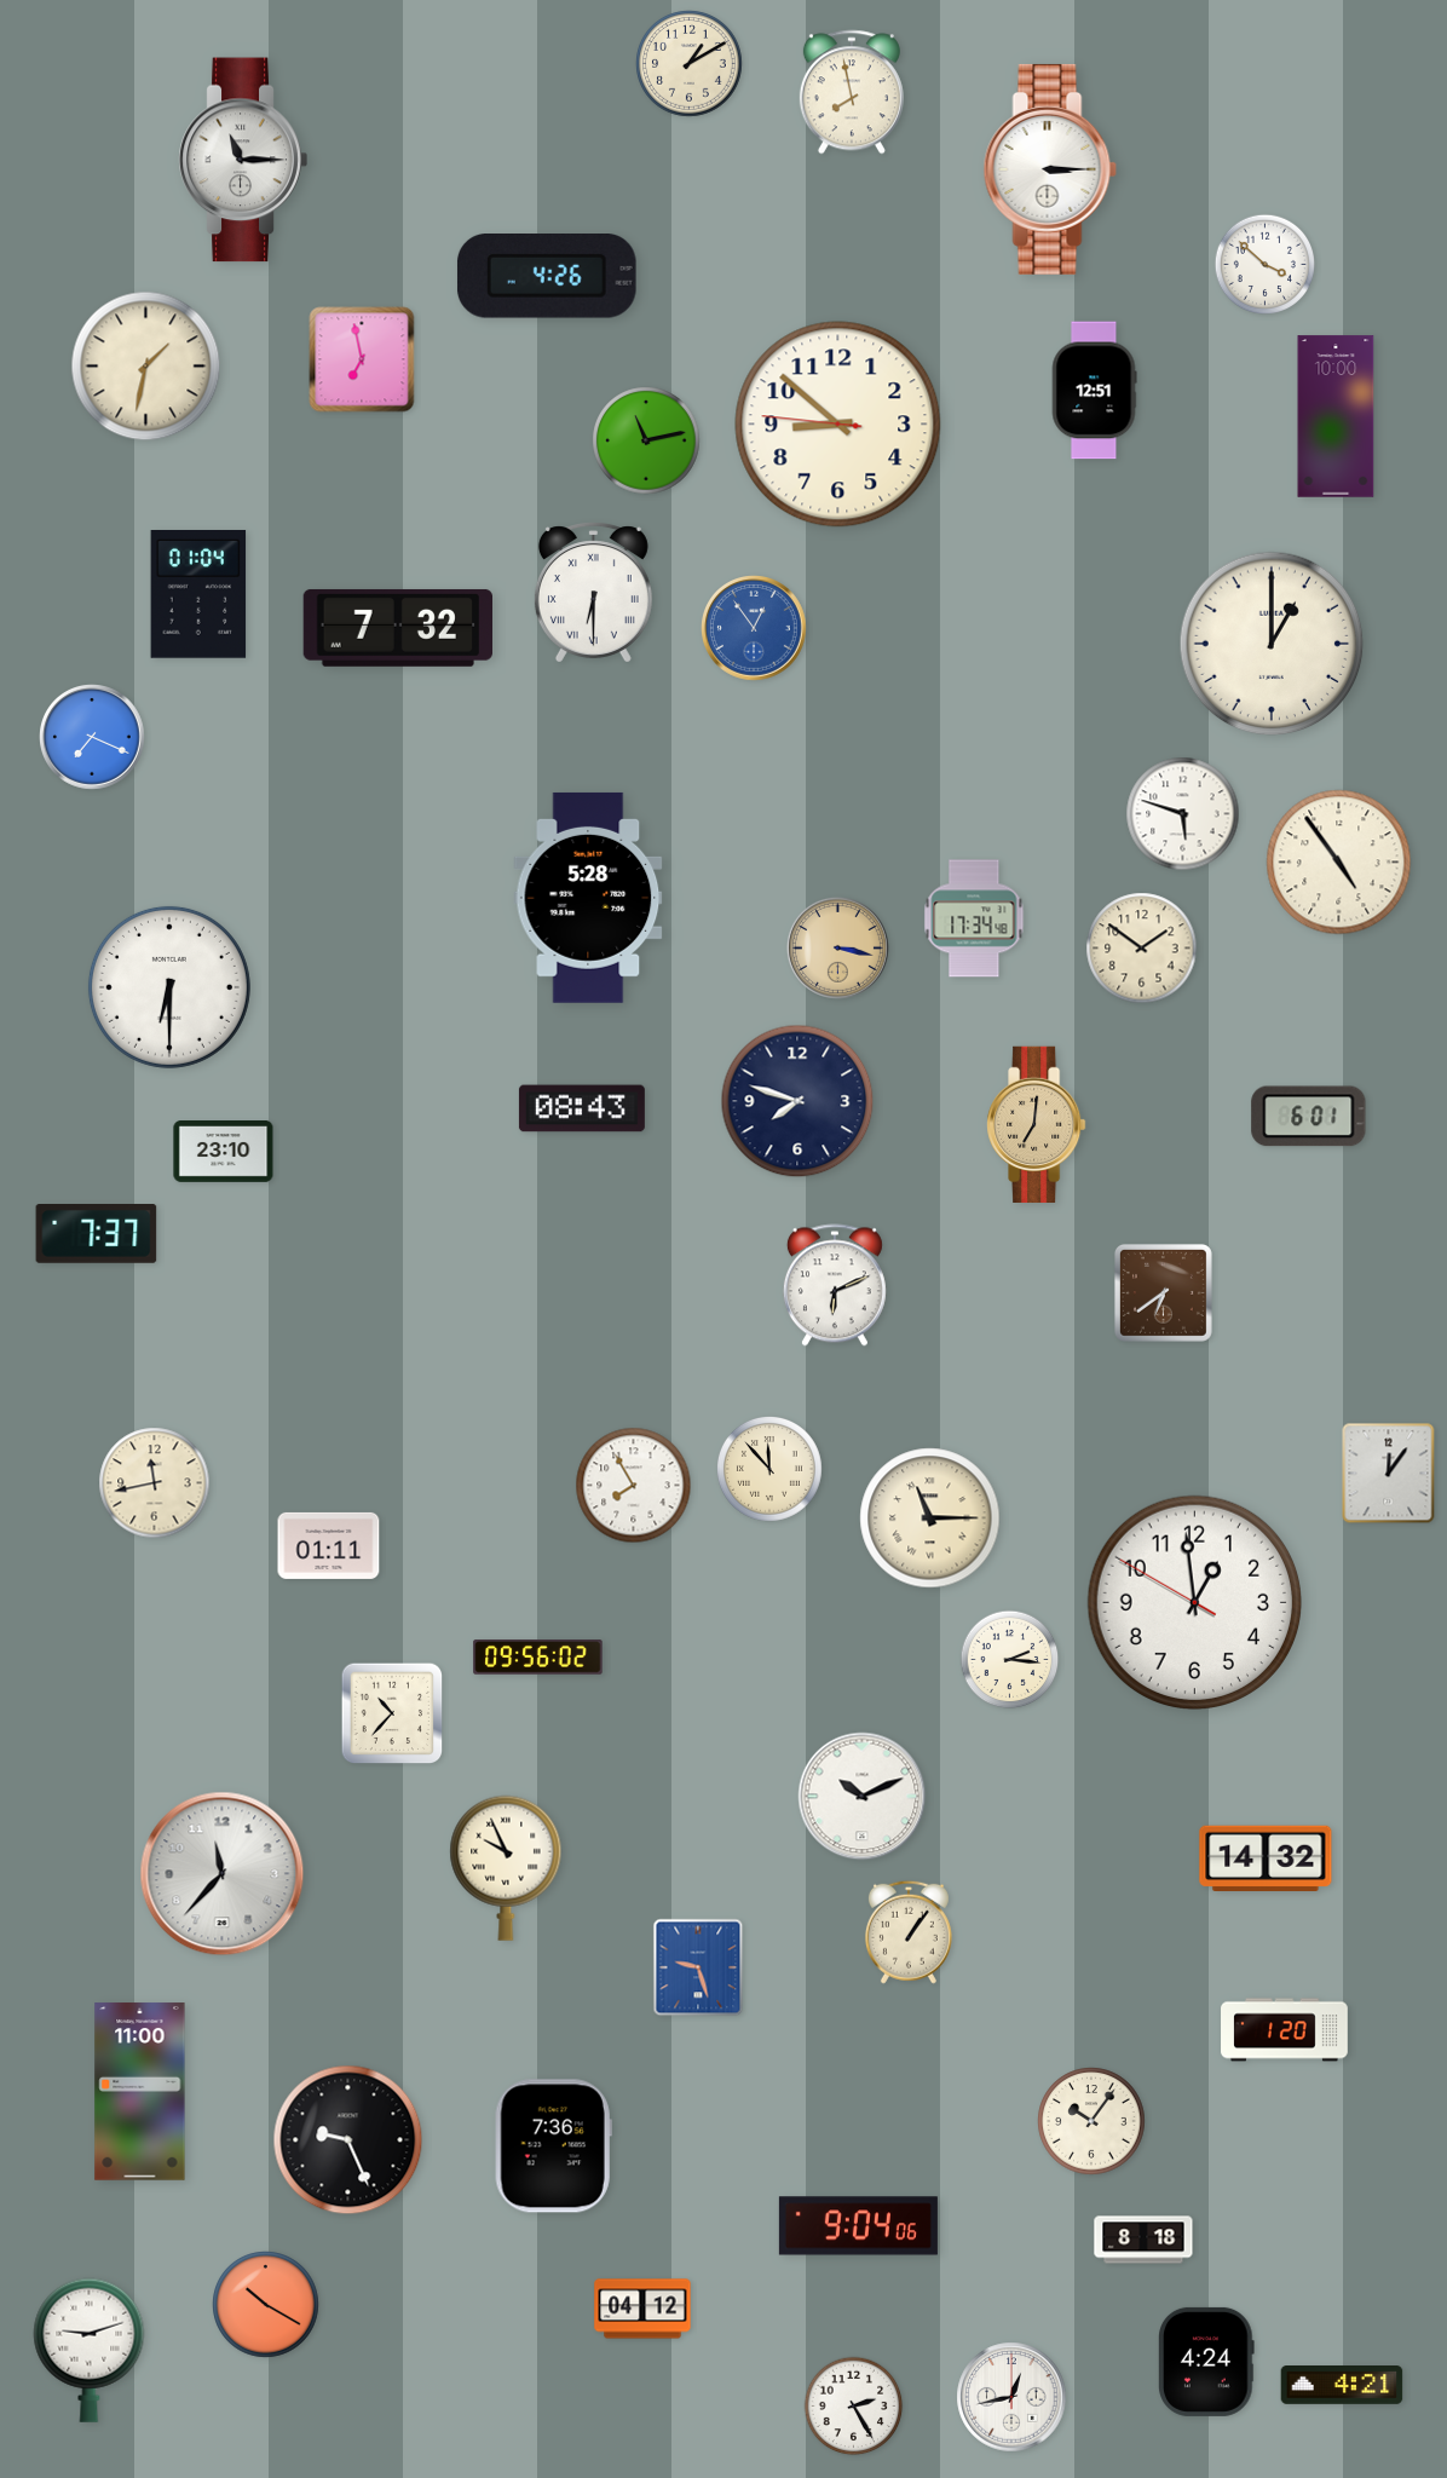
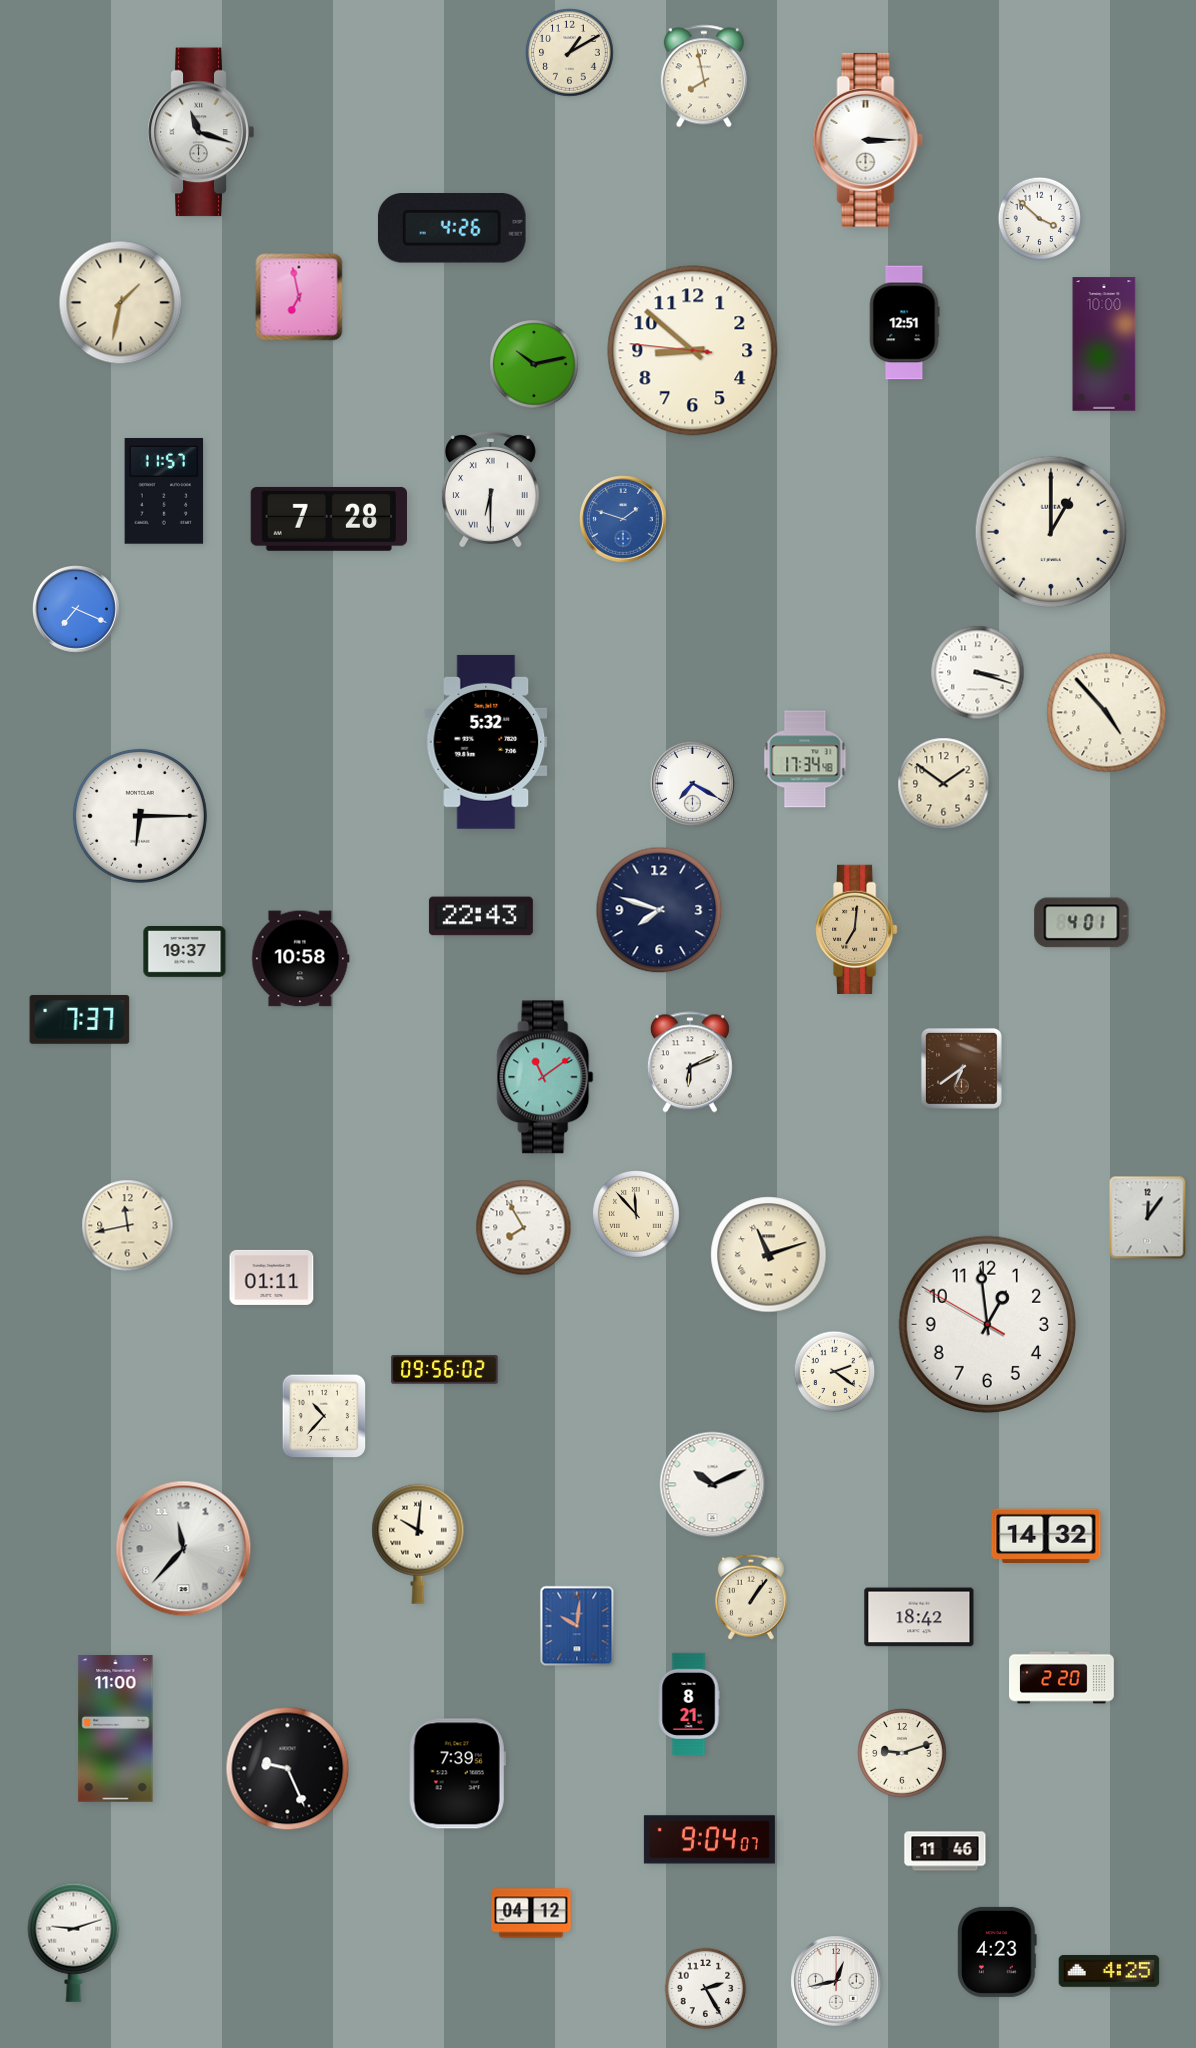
clock at (243, 160): 11:15 -> 11:18
clock at (1264, 264) position: (1264, 264) -> (1039, 218)
clock at (646, 440): 11:13 -> 10:13
clock at (198, 595): 01:04 -> 11:57
clock at (397, 628): 7:32 -> 7:28
clock at (755, 629): 12:54 -> 1:48
clock at (1183, 814): 5:48 -> 3:18
clock at (1339, 863): 4:54 -> 4:53
clock at (588, 898): 5:28 -> 5:32
clock at (837, 947): 3:17 -> 7:20
clock at (837, 947) dial: champagne -> white
clock at (169, 987): 6:30 -> 6:15
clock at (582, 1108): 08:43 -> 22:43
clock at (1309, 1117): 6:01 -> 4:01
clock at (224, 1152): 23:10 -> 19:37
clock at (301, 959): none -> 10:58
clock at (545, 1077): none -> 11:09
clock at (930, 1519): 11:15 -> 11:12
clock at (1010, 1660): 2:16 -> 2:21
clock at (506, 1868): 9:56 -> 10:01
clock at (919, 1617): none -> 18:42
clock at (698, 1967): 9:27 -> 10:01
clock at (1285, 2030): 1:20 -> 2:20
clock at (689, 1703): none -> 8:21
clock at (1091, 2121): 10:06 -> 9:12
clock at (553, 2146): 7:36 -> 7:39
clock at (858, 2226): 9:04:06 -> 9:04:07
clock at (1143, 2240): 8:18 -> 11:46
clock at (266, 2305): 10:20 -> none
clock at (642, 2309) position: (642, 2309) -> (531, 1913)
clock at (1207, 2362): 4:24 -> 4:23
clock at (1342, 2386): 4:21 -> 4:25
